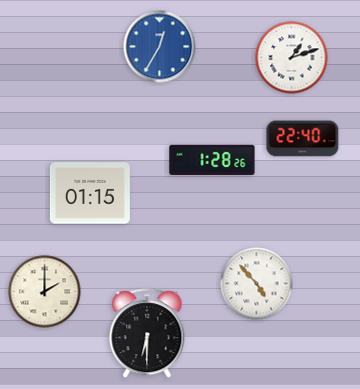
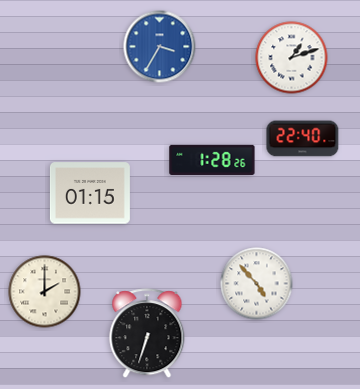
clock at (160, 47): 12:35 -> 3:35
clock at (147, 334): 6:30 -> 6:33
